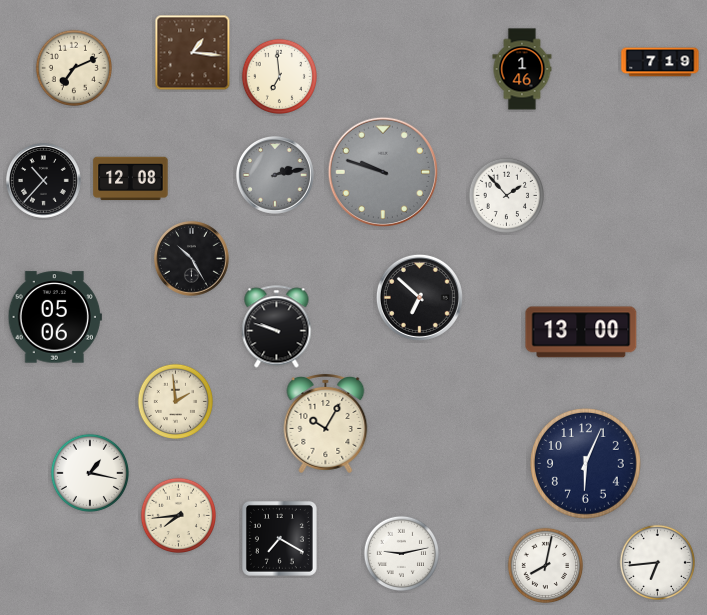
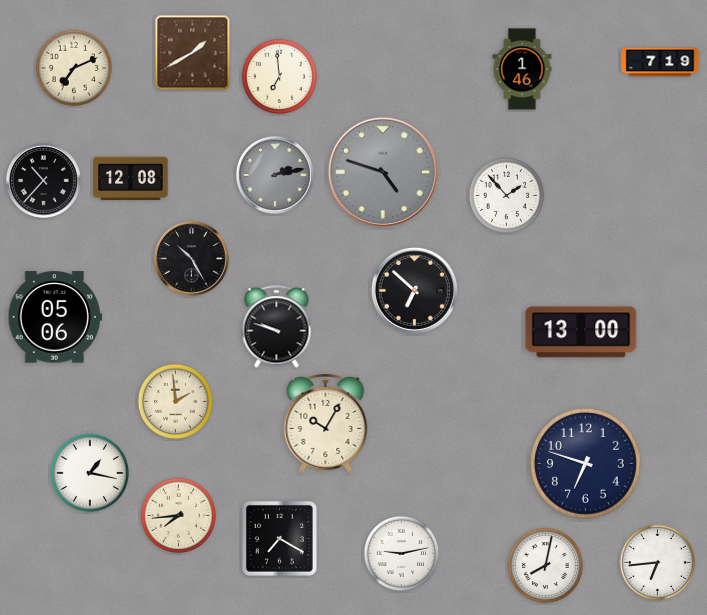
clock at (193, 53): 1:16 -> 1:40
clock at (382, 171): 9:48 -> 4:48
clock at (419, 297) position: (419, 297) -> (414, 290)
clock at (586, 464): 6:04 -> 6:48
